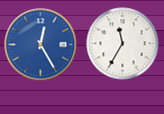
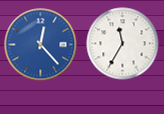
clock at (41, 45): 12:25 -> 12:23
